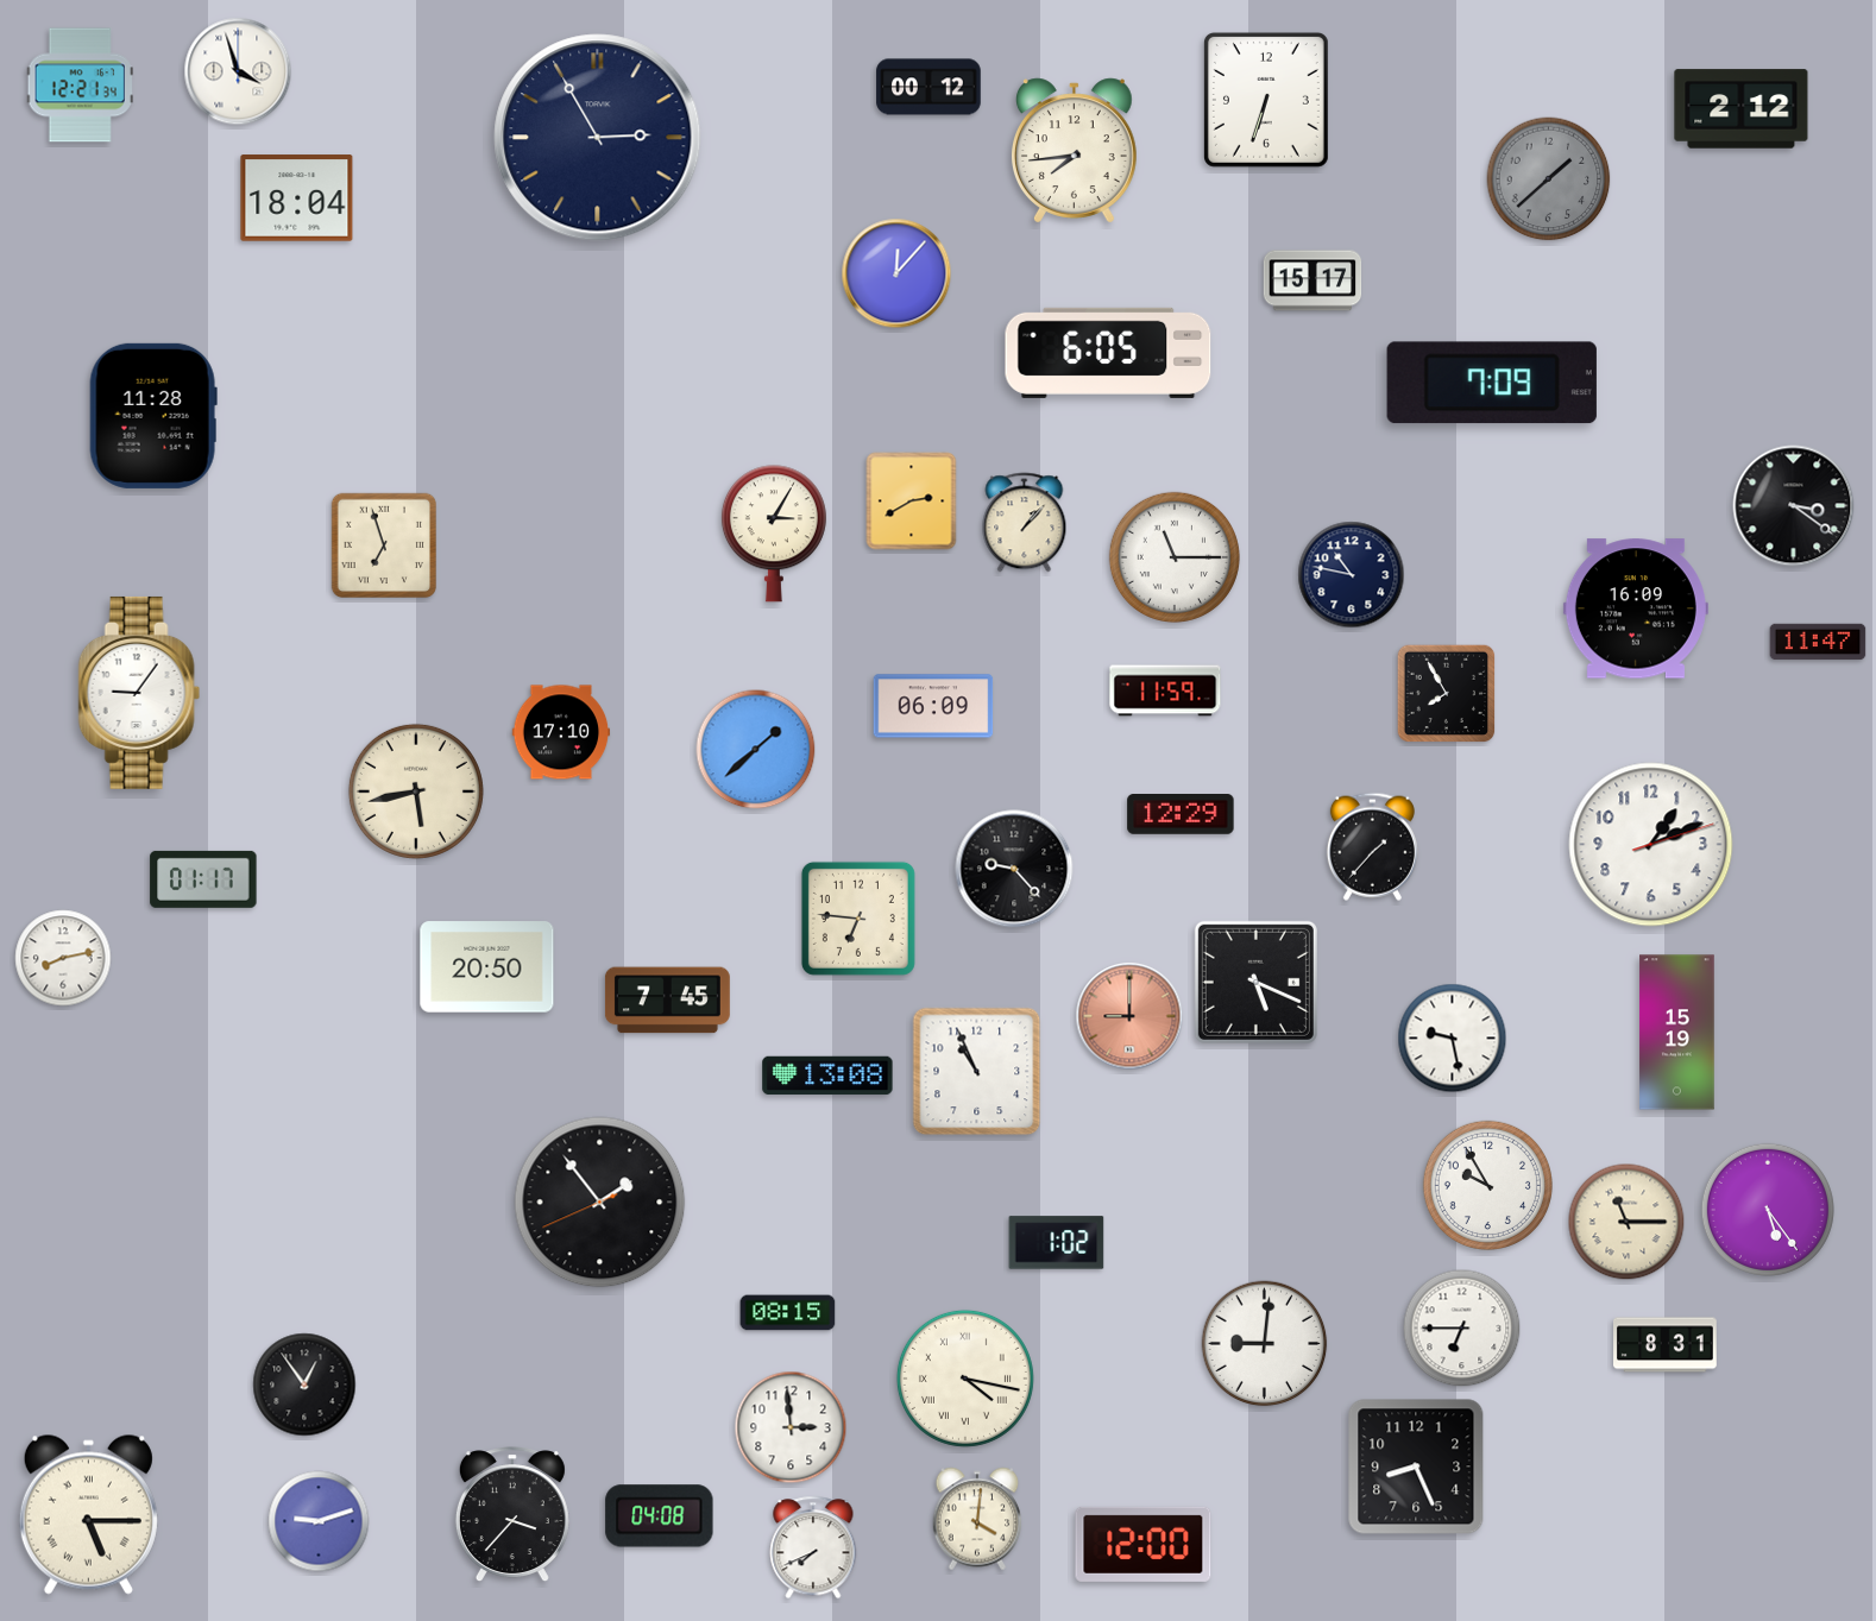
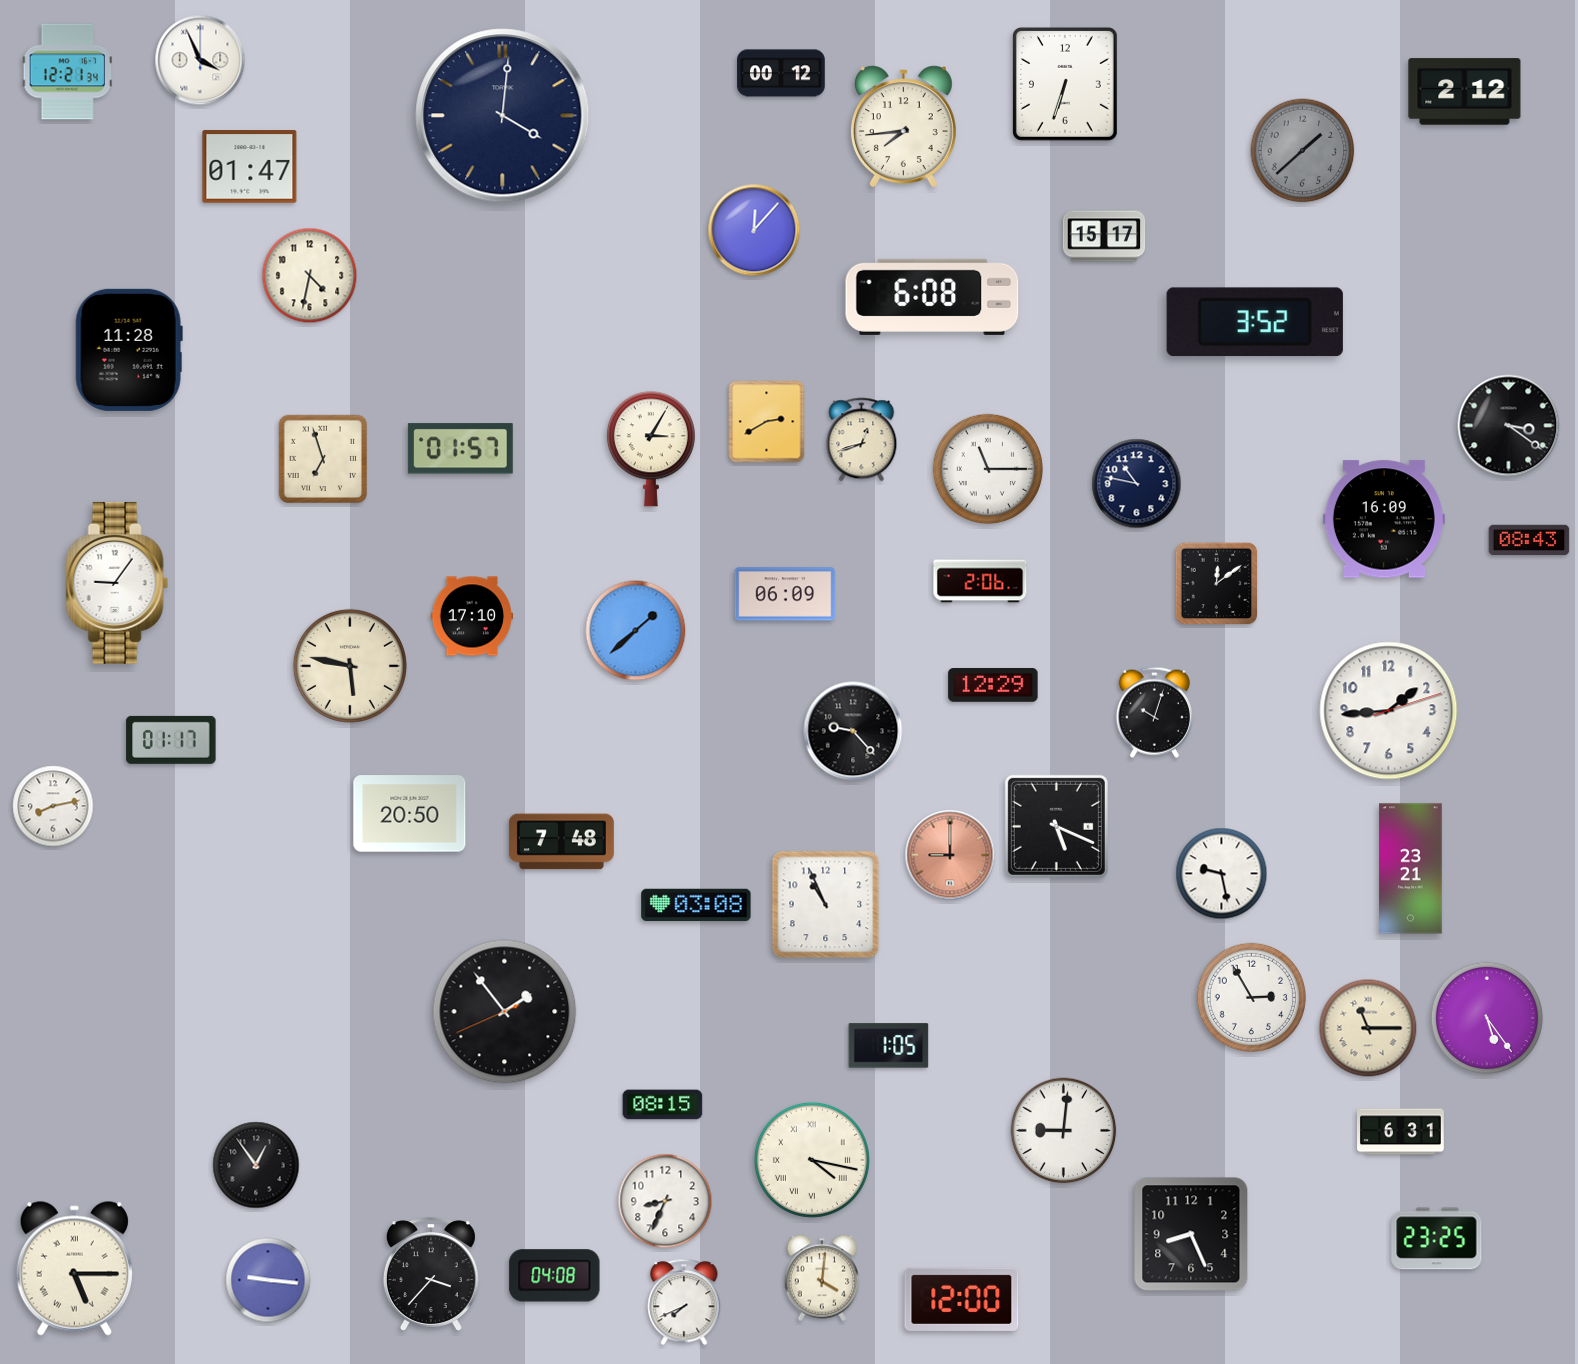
clock at (238, 71): 3:57 -> 3:56
clock at (598, 138): 2:55 -> 4:01
clock at (297, 198): 18:04 -> 01:47
clock at (310, 276): none -> 4:32
clock at (1108, 353): 6:05 -> 6:08
clock at (1492, 383): 7:09 -> 3:52
clock at (1025, 523): 1:07 -> 12:42
clock at (460, 449): none -> 01:57
clock at (1636, 608) position: (1636, 608) -> (1384, 519)
clock at (1818, 642): 11:47 -> 08:43
clock at (1165, 690): 11:59 -> 2:06
clock at (1447, 694): 7:55 -> 12:09
clock at (416, 791): 5:43 -> 5:47
clock at (1651, 845): 1:11 -> 1:44
clock at (1372, 846): 1:37 -> 10:03
clock at (858, 919): 6:46 -> none
clock at (667, 1001): 7:45 -> 7:48
clock at (1677, 1033): 15:19 -> 23:21
clock at (977, 1072) position: (977, 1072) -> (826, 905)
clock at (827, 1076): 13:08 -> 03:08
clock at (1487, 1185): 9:55 -> 2:55
clock at (1057, 1243): 1:02 -> 1:05
clock at (1462, 1329): 6:45 -> none
clock at (1666, 1345): 8:31 -> 6:31
clock at (791, 1427): 2:59 -> 8:34
clock at (1437, 1239): none -> 23:25
clock at (88, 1514) position: (88, 1514) -> (74, 1268)
clock at (319, 1521): 9:12 -> 9:16
